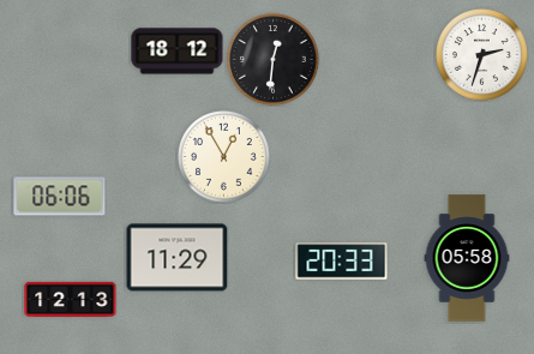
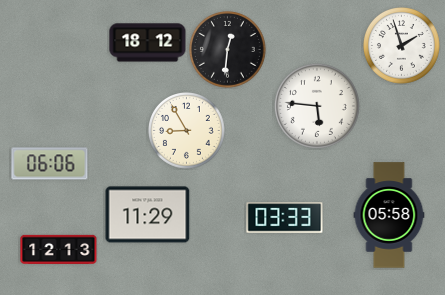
clock at (482, 55): 2:33 -> 1:57
clock at (317, 106): none -> 5:46
clock at (224, 157): 12:55 -> 8:55
clock at (342, 262): 20:33 -> 03:33
